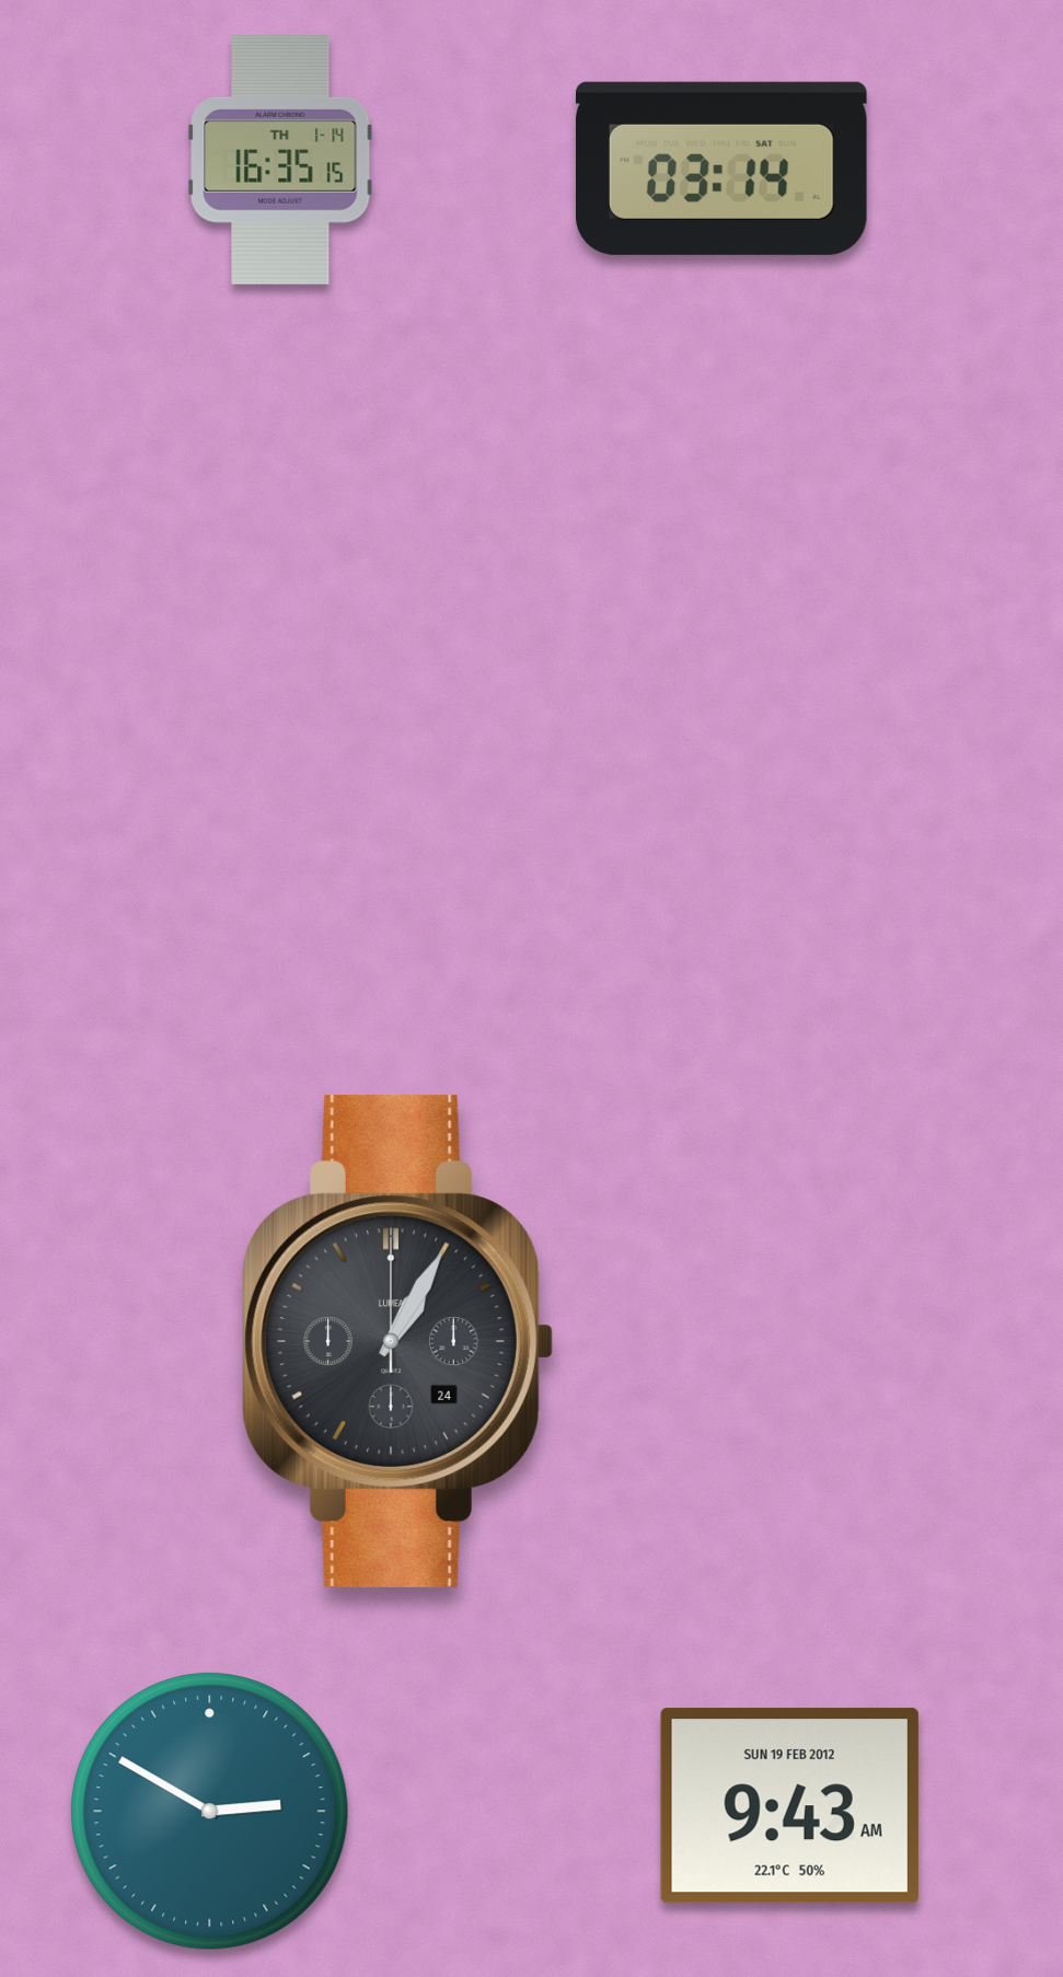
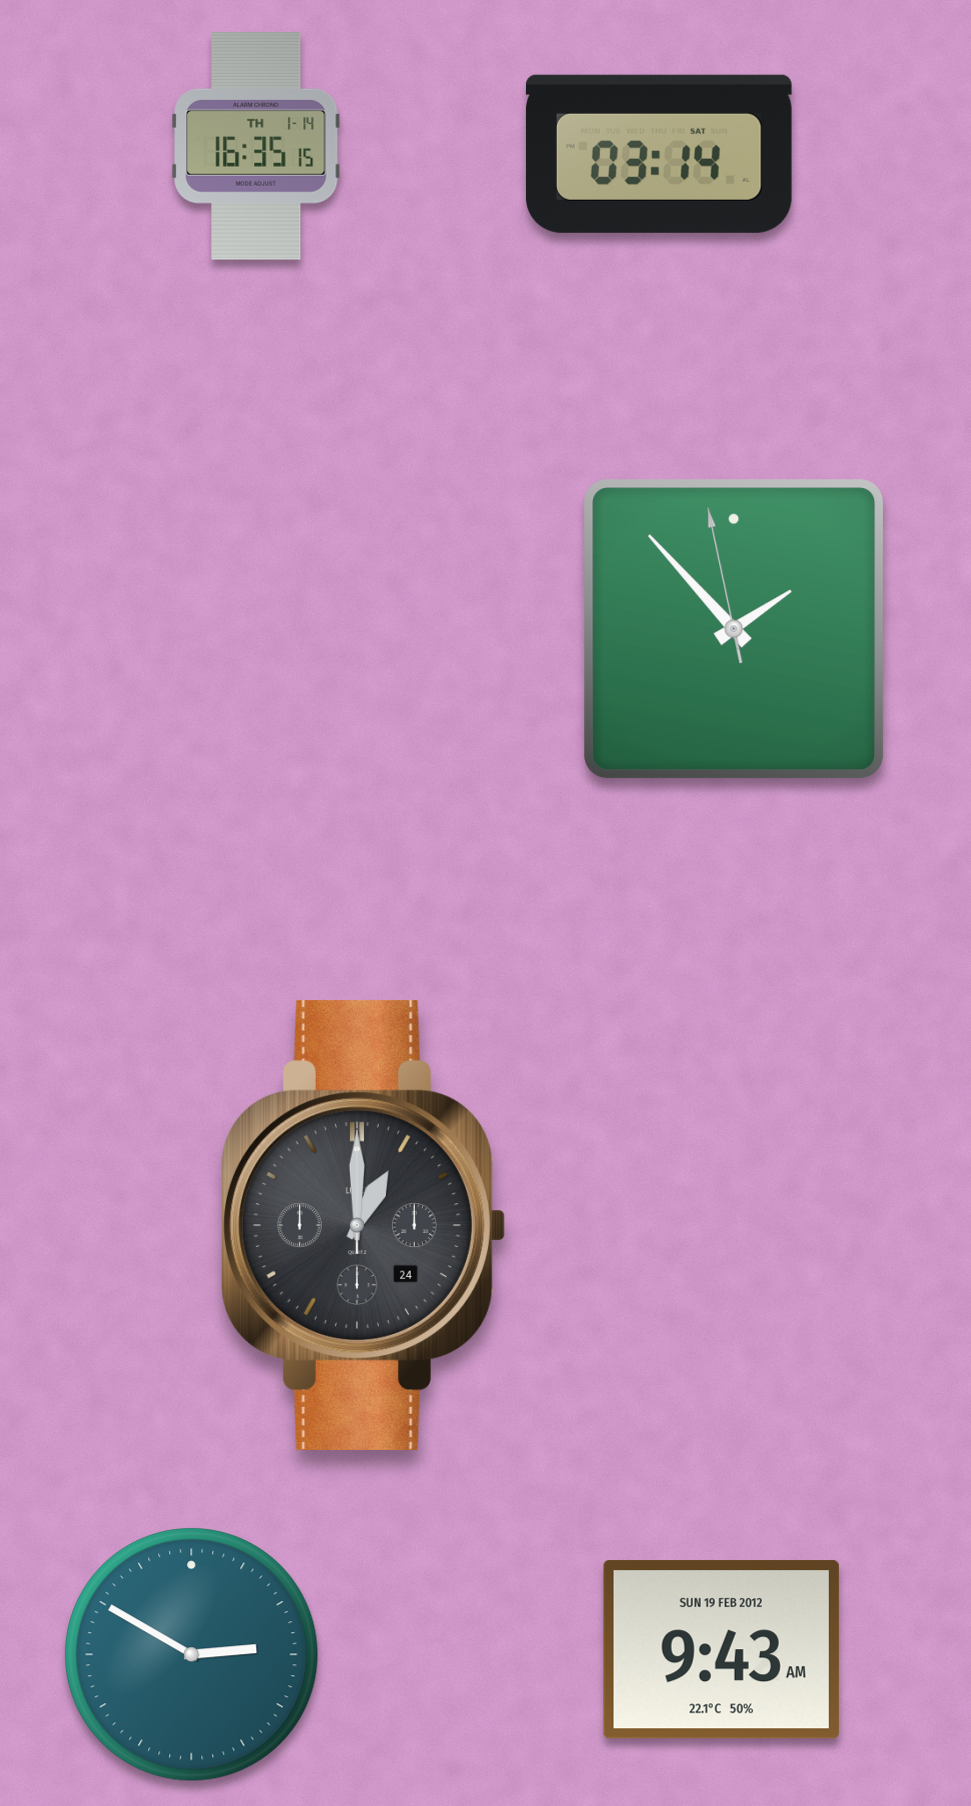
clock at (734, 629): none -> 1:52
clock at (397, 1341): 1:05 -> 1:00
